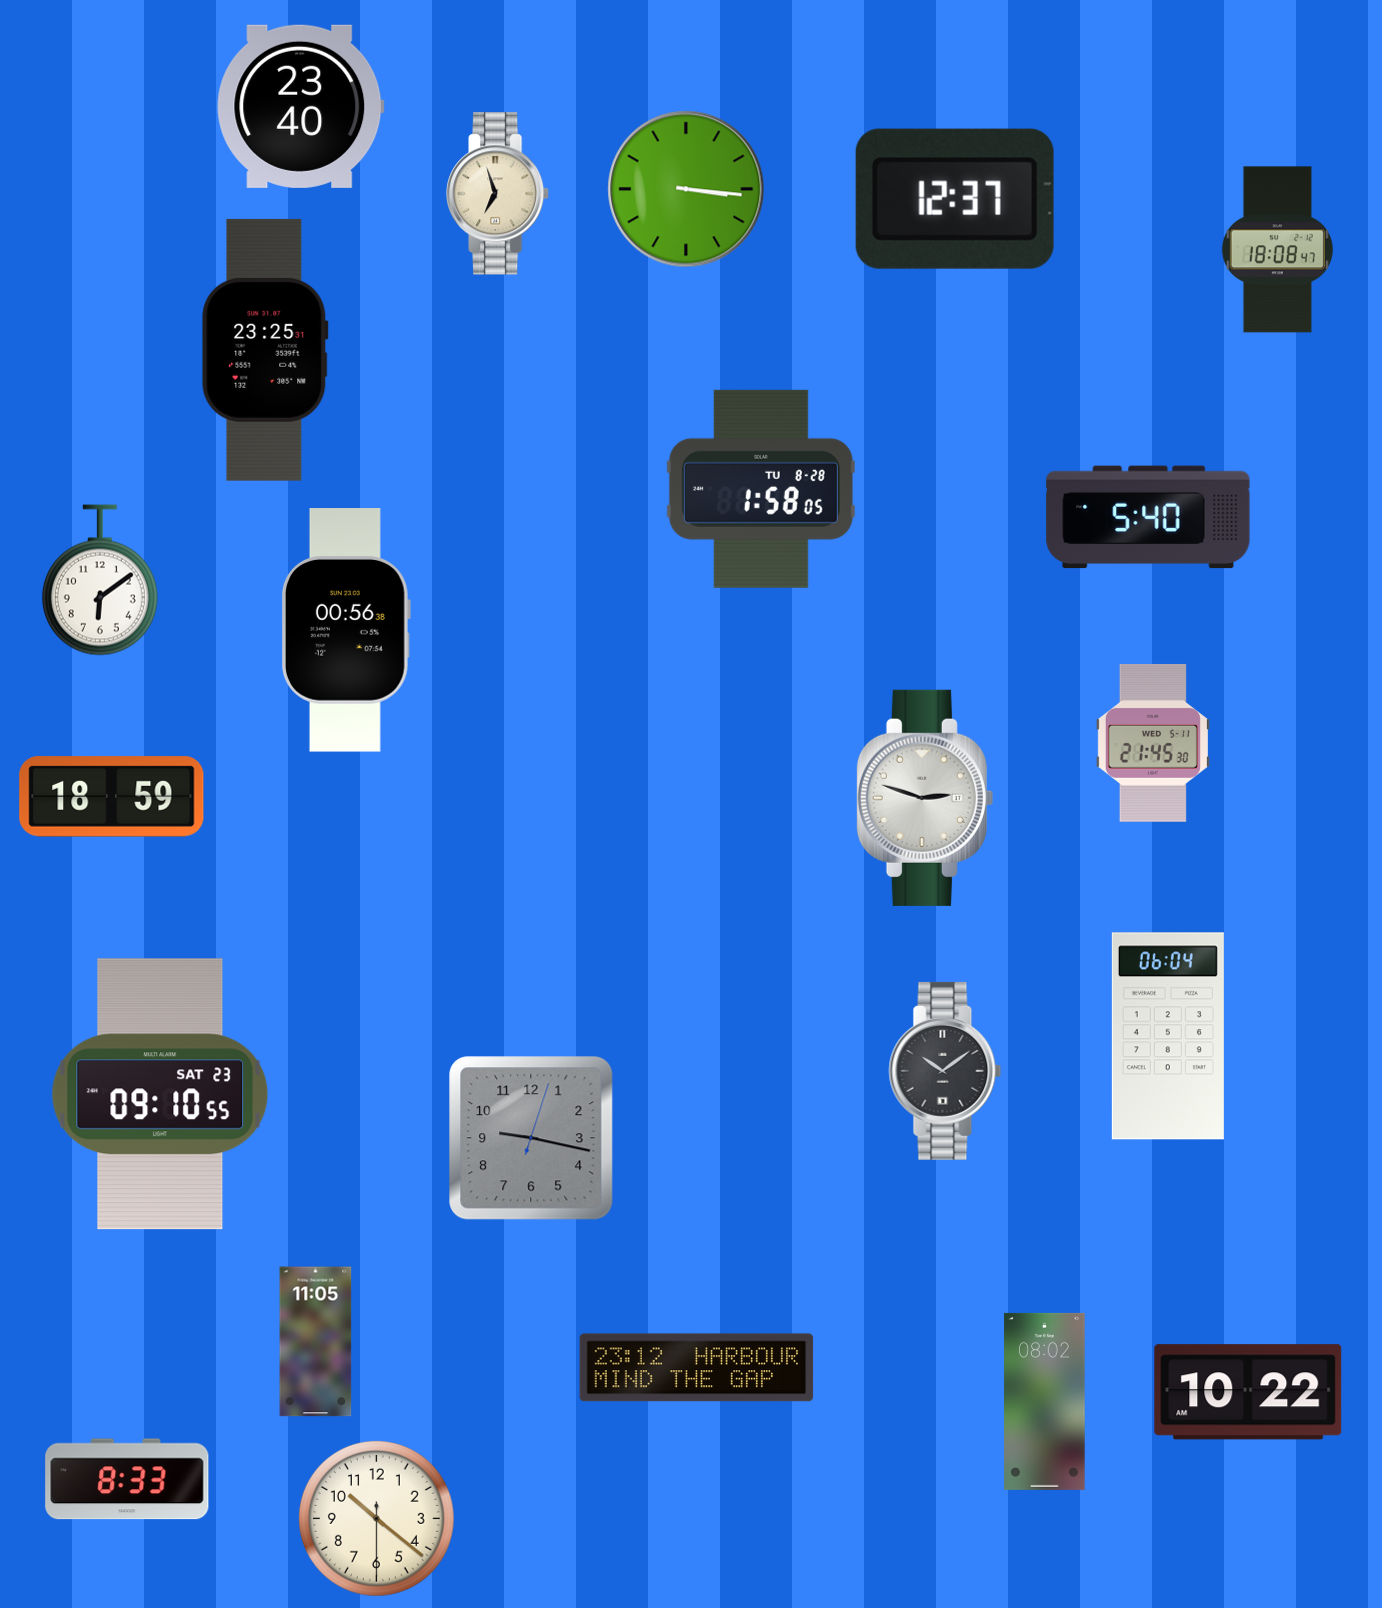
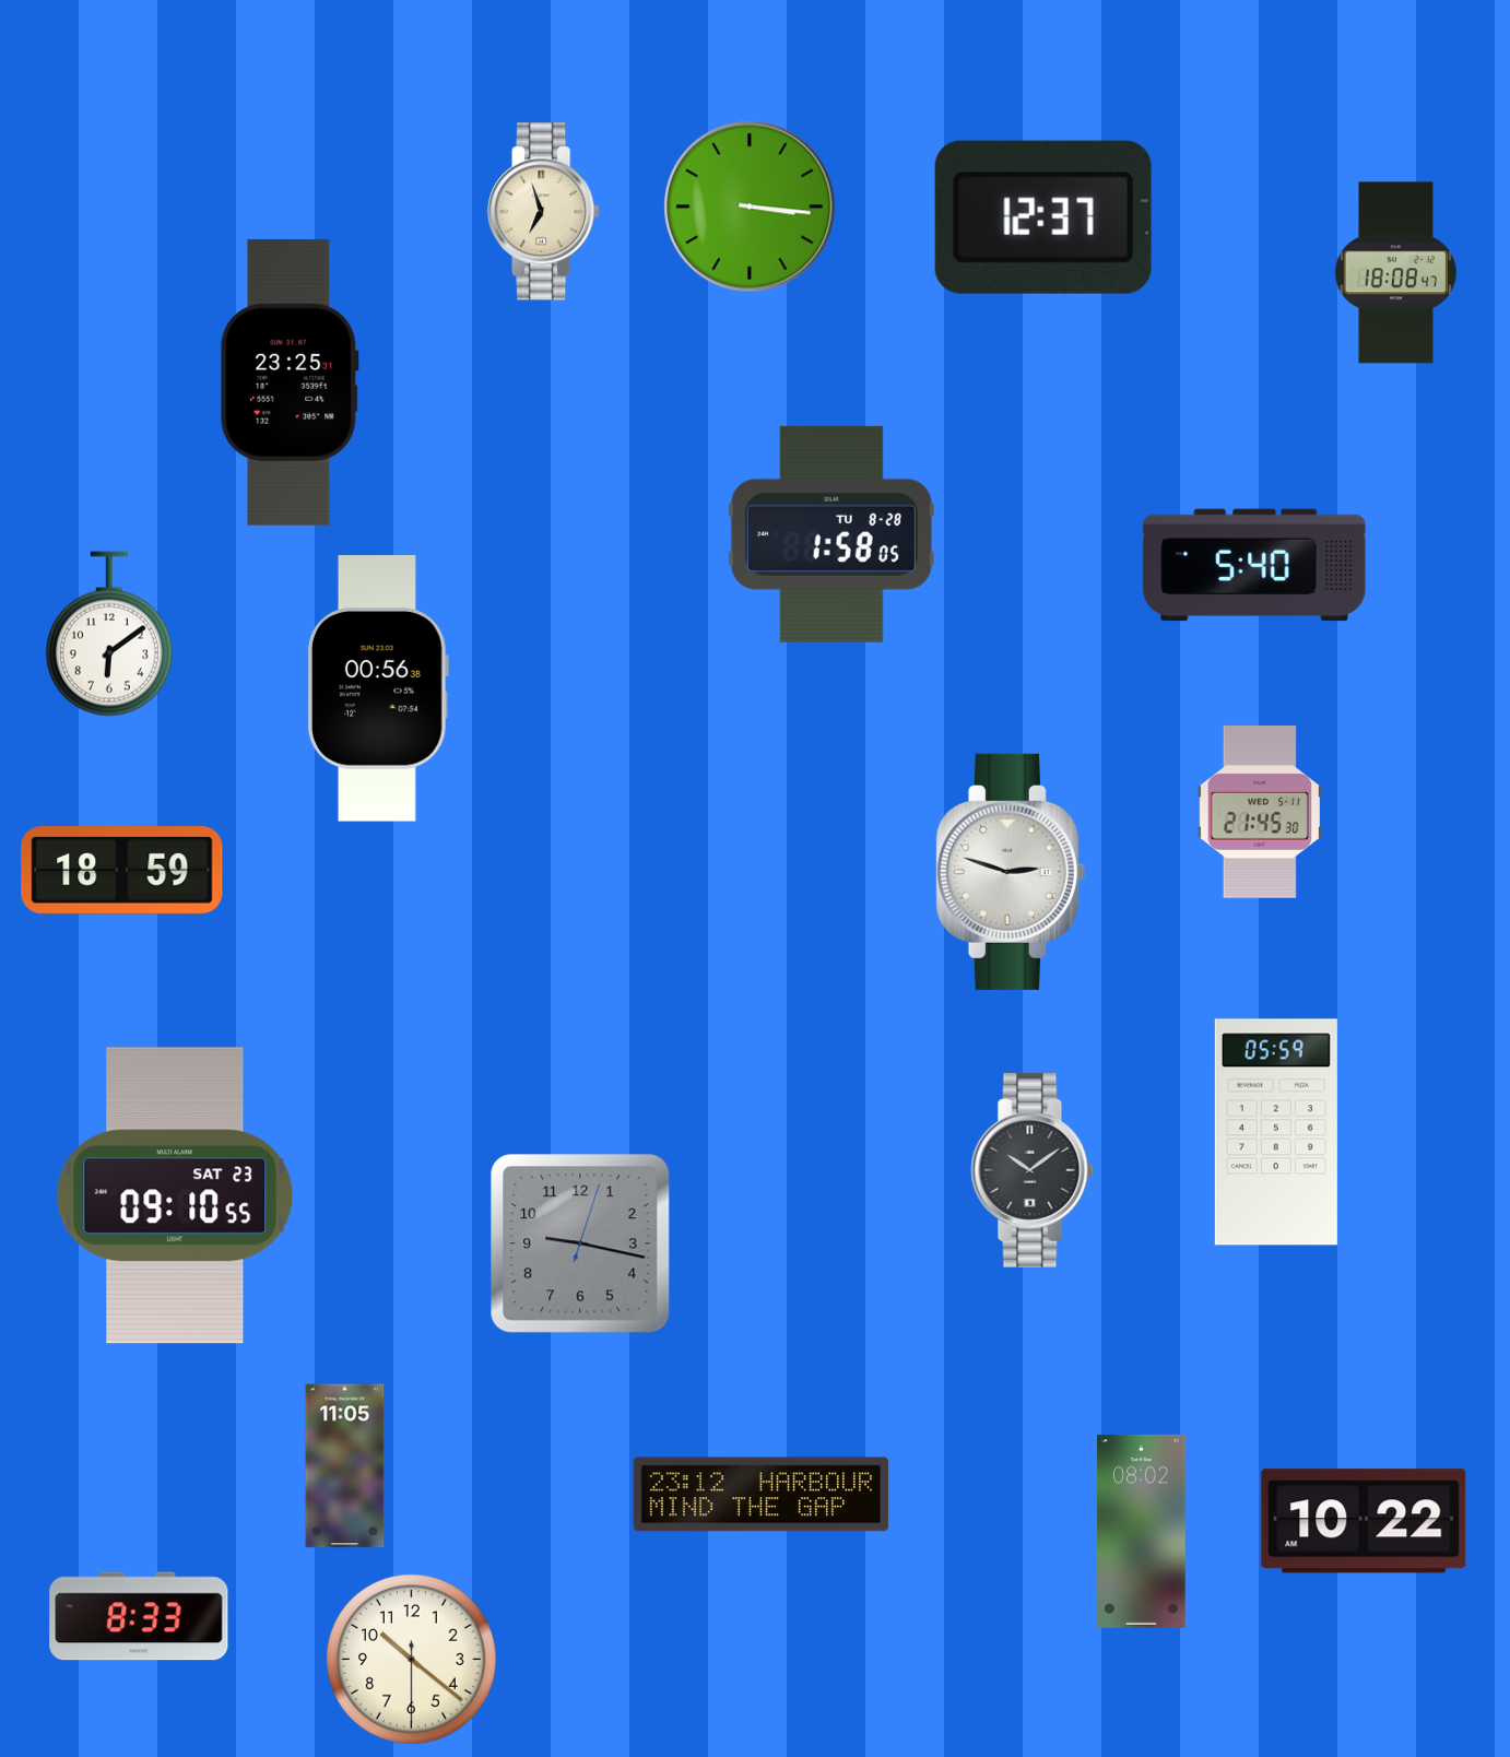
clock at (301, 106): 23:40 -> none
clock at (1168, 1036): 06:04 -> 05:59
